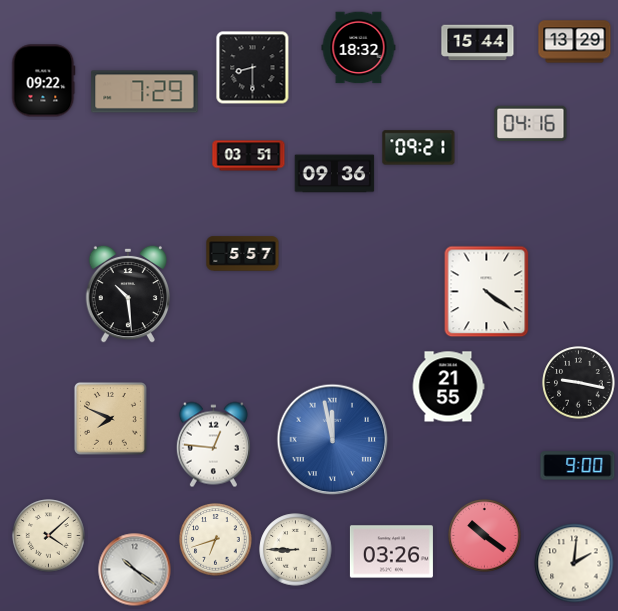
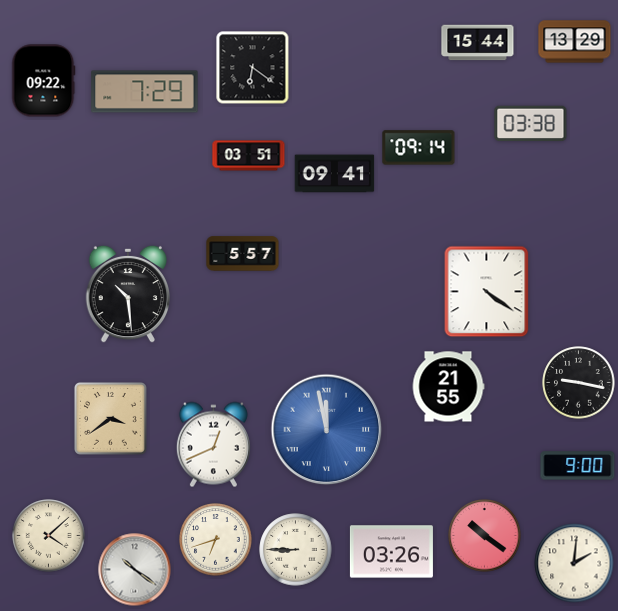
clock at (359, 48): 18:32 -> none
clock at (253, 68): 8:30 -> 6:21
clock at (531, 124): 04:16 -> 03:38
clock at (419, 148): 09:21 -> 09:14
clock at (335, 174): 09:36 -> 09:41
clock at (110, 418): 7:49 -> 3:39
clock at (333, 440) position: (333, 440) -> (327, 430)
clock at (213, 445): 12:46 -> 12:41
